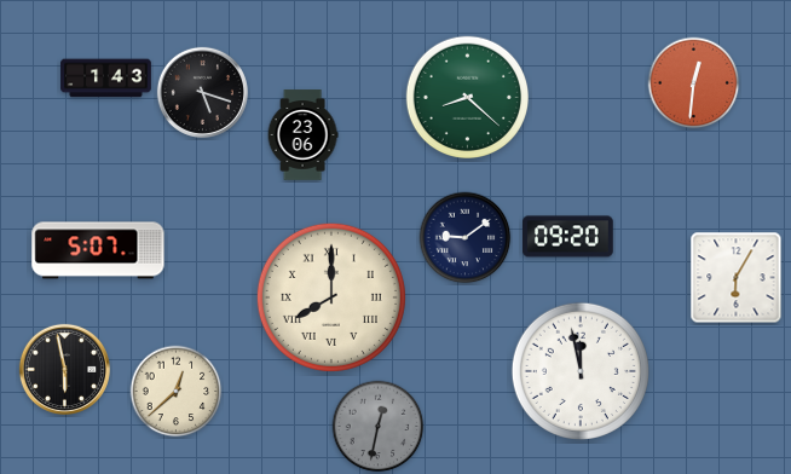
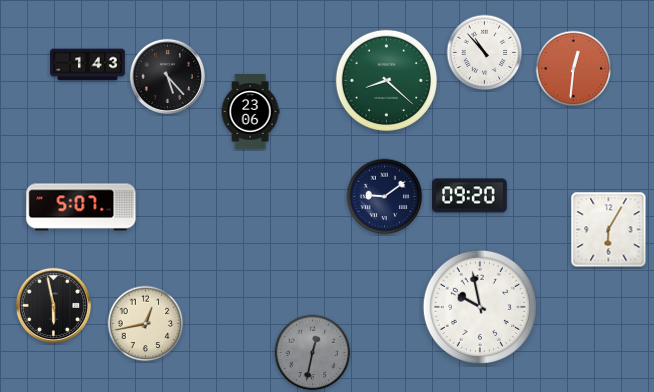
clock at (485, 53): none -> 10:53
clock at (202, 92): 5:18 -> 5:23
clock at (331, 297): 8:00 -> none
clock at (581, 371): 11:58 -> 9:58
clock at (177, 392): 12:38 -> 12:43
